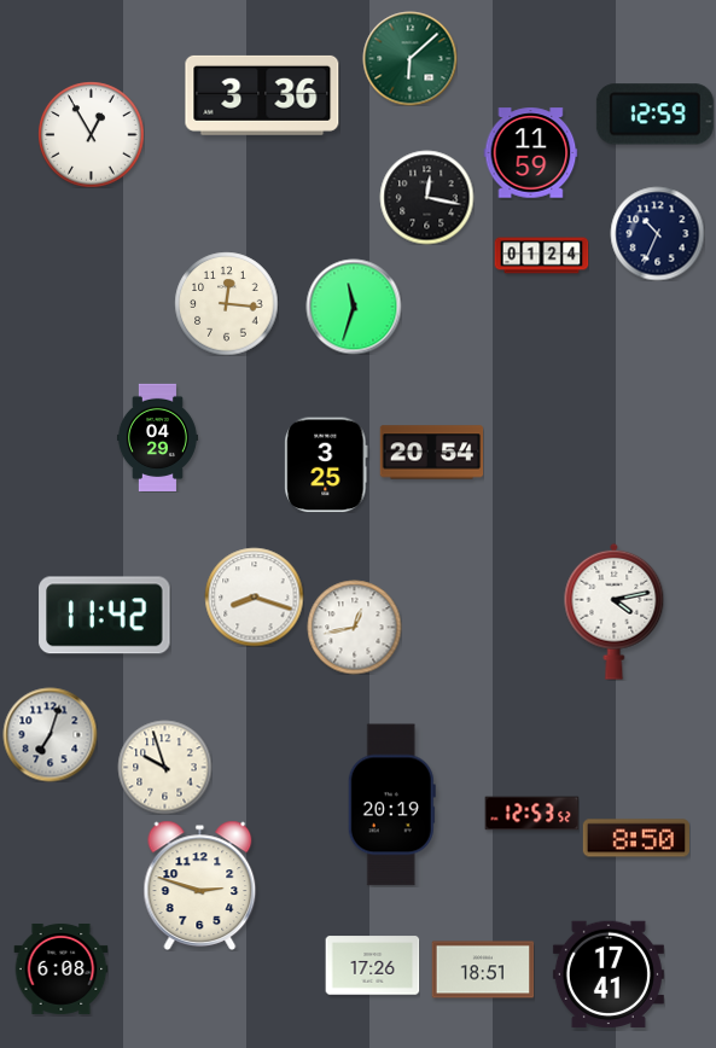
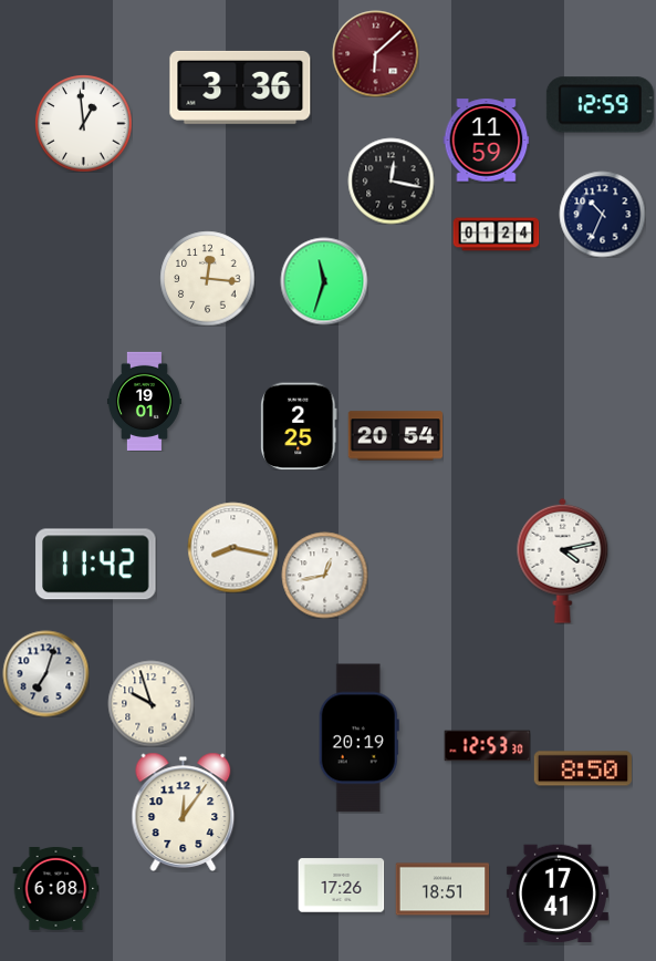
clock at (409, 58) dial: green -> burgundy
clock at (91, 134): 12:55 -> 12:59
clock at (157, 437): 04:29 -> 19:01
clock at (431, 453) position: (431, 453) -> (395, 436)
clock at (326, 465): 3:25 -> 2:25
clock at (254, 596): 8:18 -> 8:17
clock at (531, 814): 12:53:52 -> 12:53:30
clock at (200, 885): 2:48 -> 12:06
